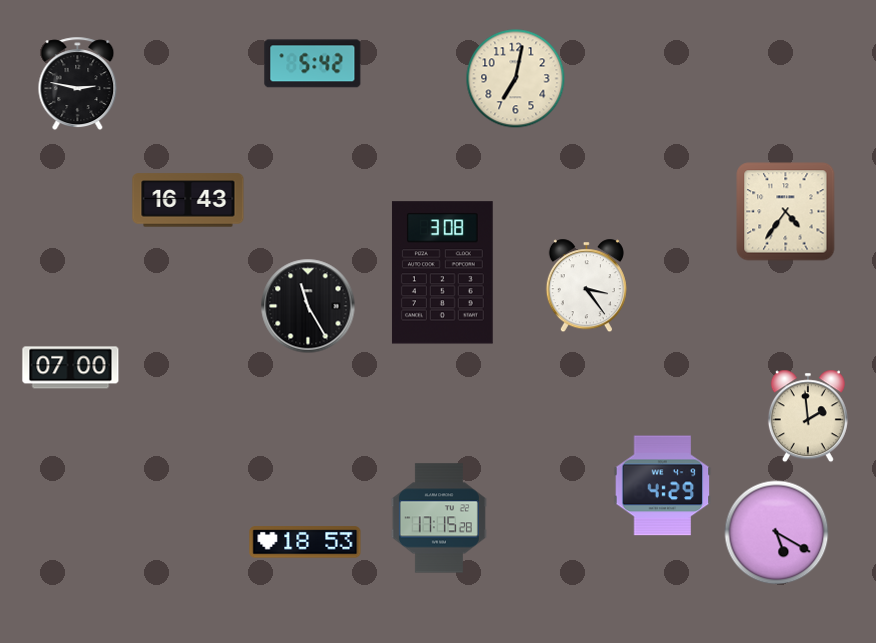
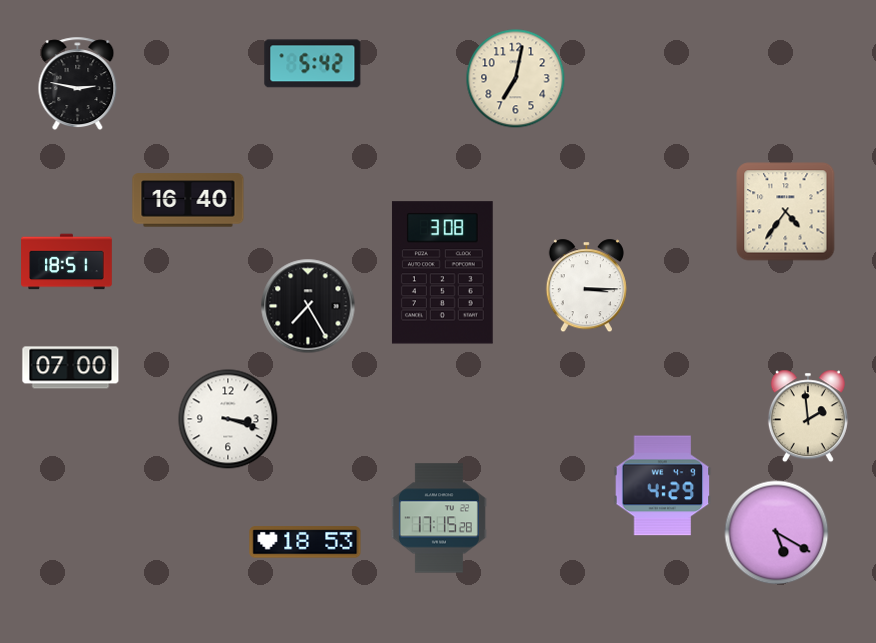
clock at (188, 200): 16:43 -> 16:40
clock at (67, 262): none -> 18:51
clock at (586, 286): 3:24 -> 3:15
clock at (308, 306): 11:25 -> 7:25
clock at (228, 419): none -> 3:18
